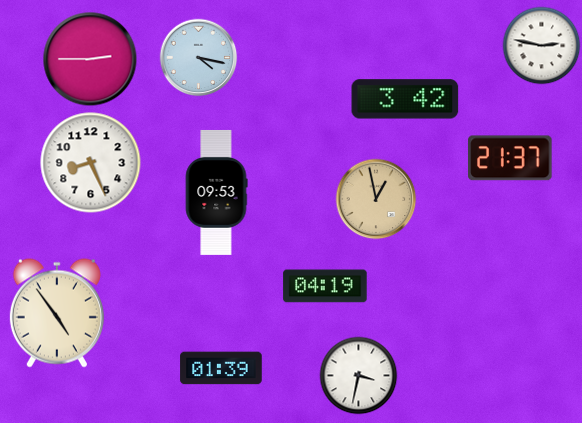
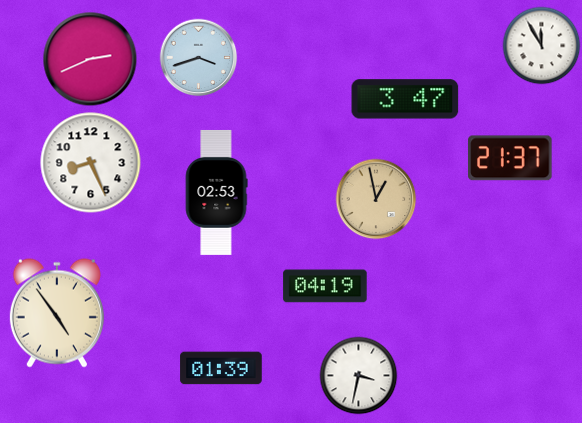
clock at (541, 45): 2:47 -> 11:55
clock at (198, 57): 4:17 -> 3:42
clock at (90, 59): 2:45 -> 2:41
clock at (405, 99): 3:42 -> 3:47
clock at (216, 192): 09:53 -> 02:53
